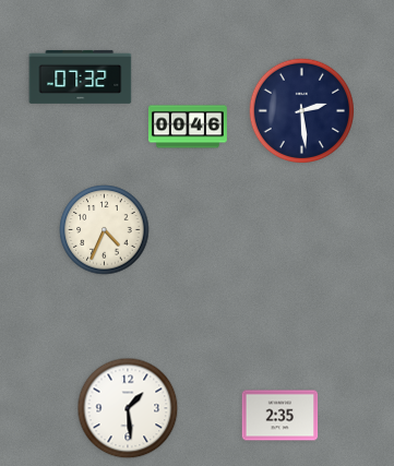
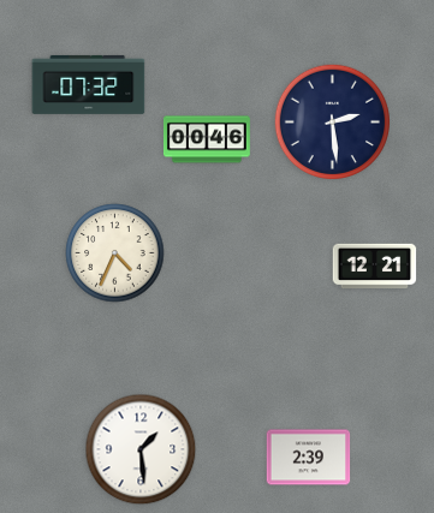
clock at (375, 267): none -> 12:21
clock at (280, 416): 2:35 -> 2:39
